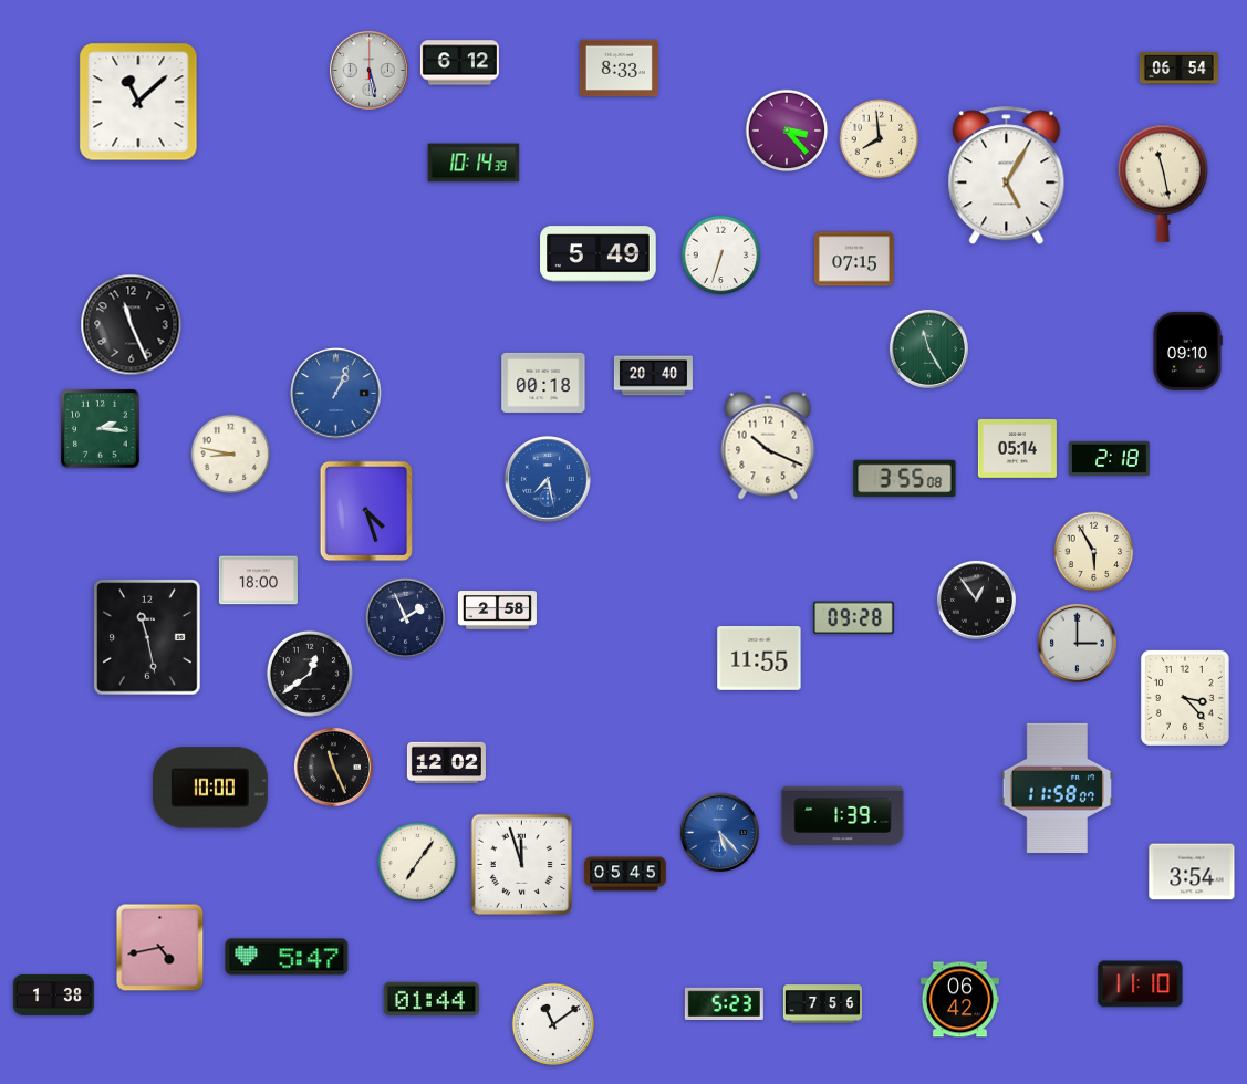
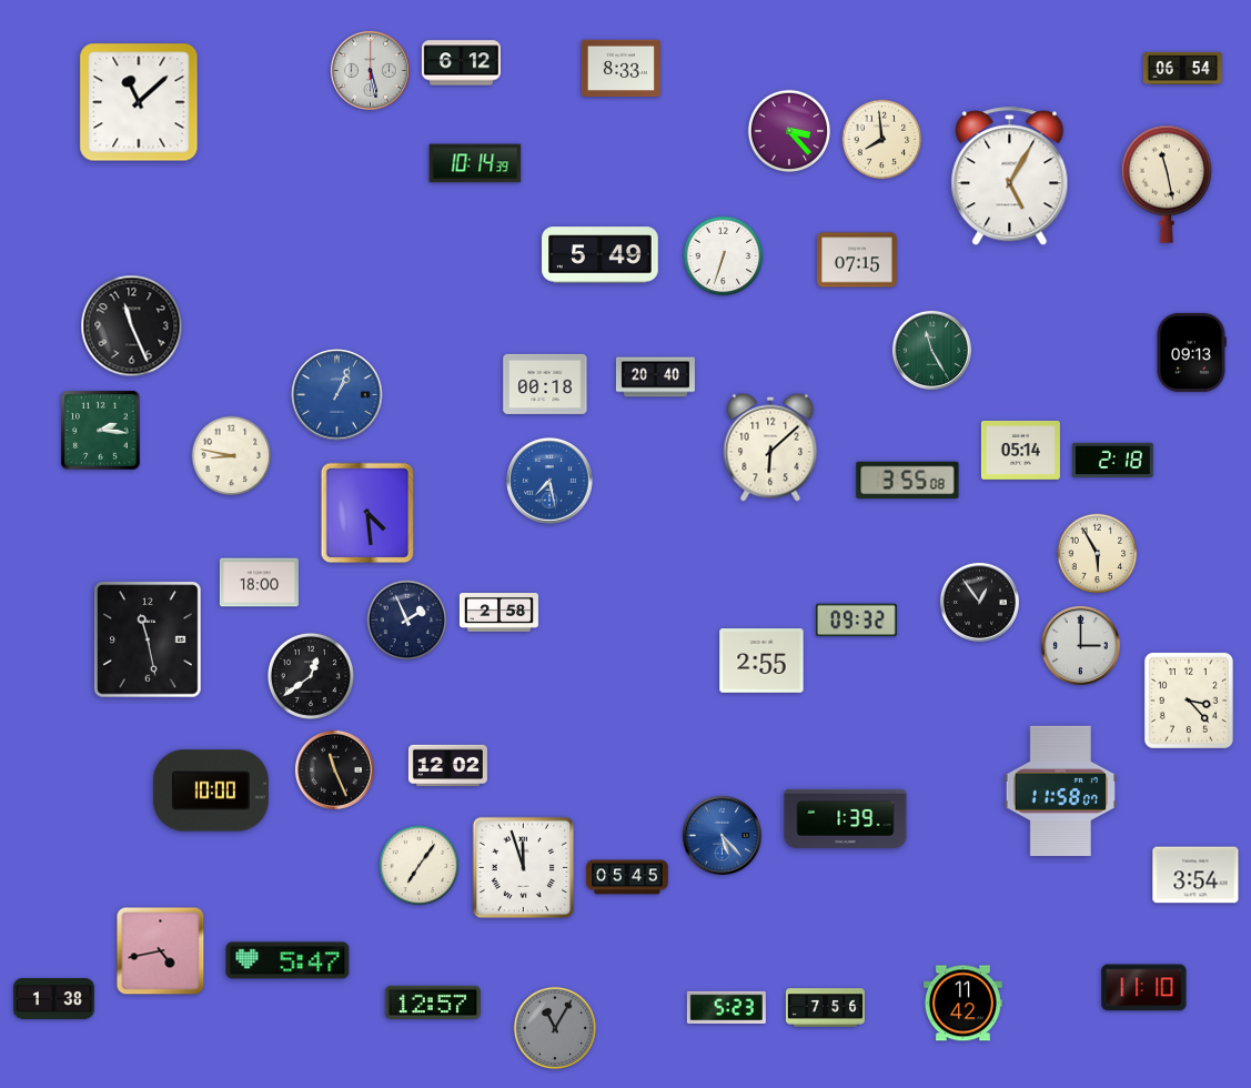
clock at (1187, 351): 09:10 -> 09:13
clock at (768, 446): 10:19 -> 6:08
clock at (366, 511): 4:27 -> 4:29
clock at (854, 618): 09:28 -> 09:32
clock at (759, 659): 11:55 -> 2:55
clock at (432, 999): 01:44 -> 12:57
clock at (959, 1000): 06:42 -> 11:42
clock at (553, 1024): 11:09 -> 11:05
clock at (553, 1024) dial: white -> grey
